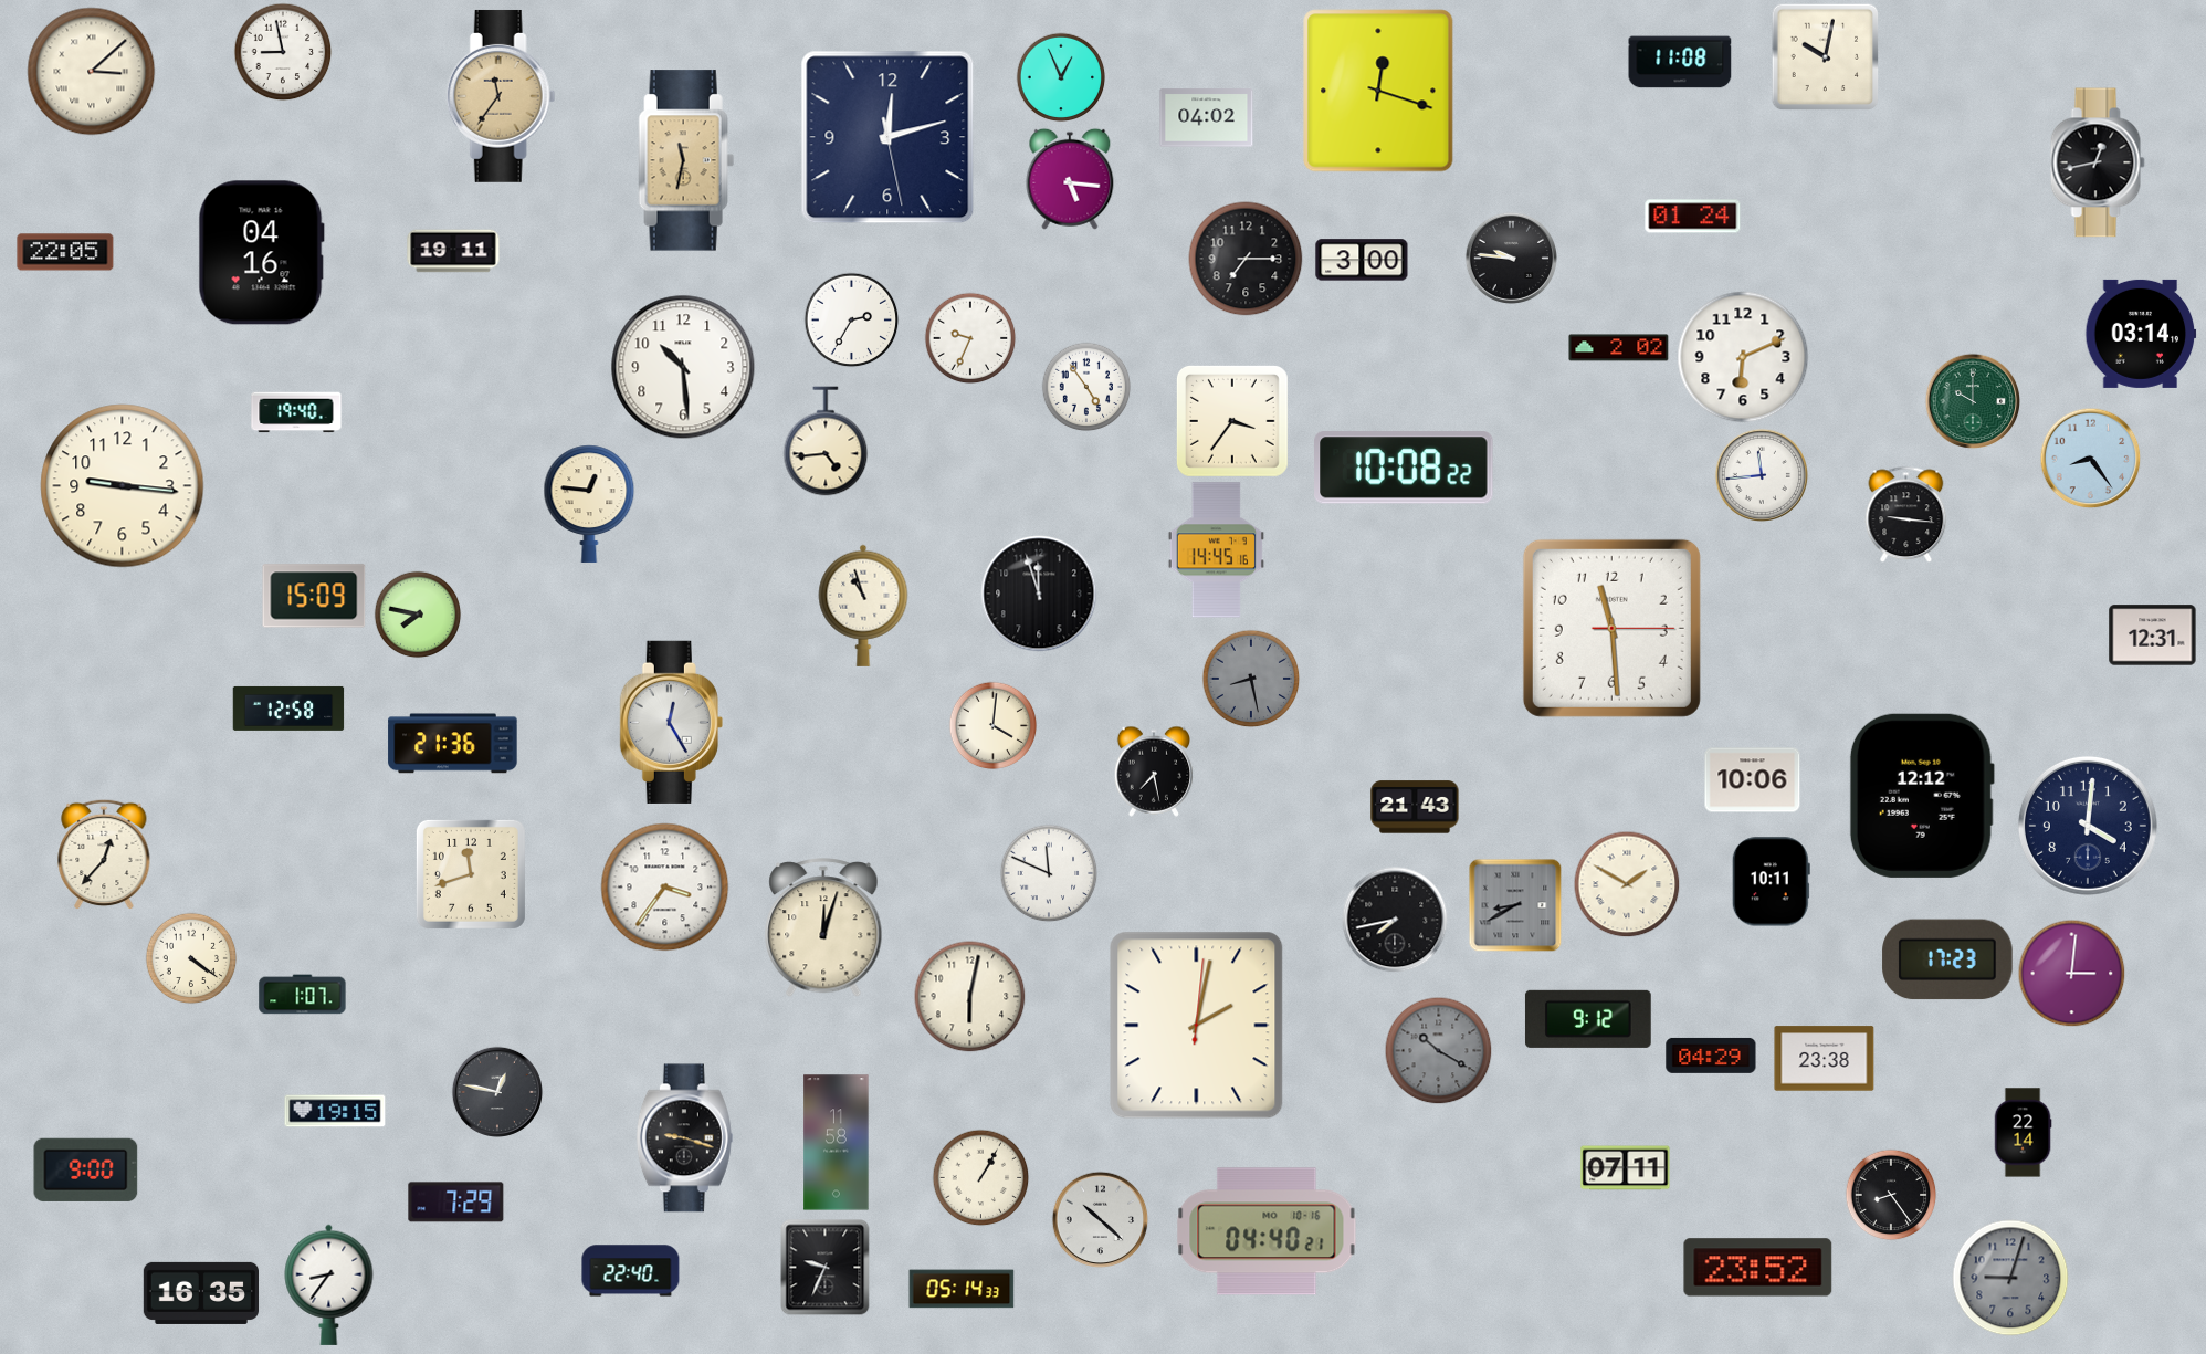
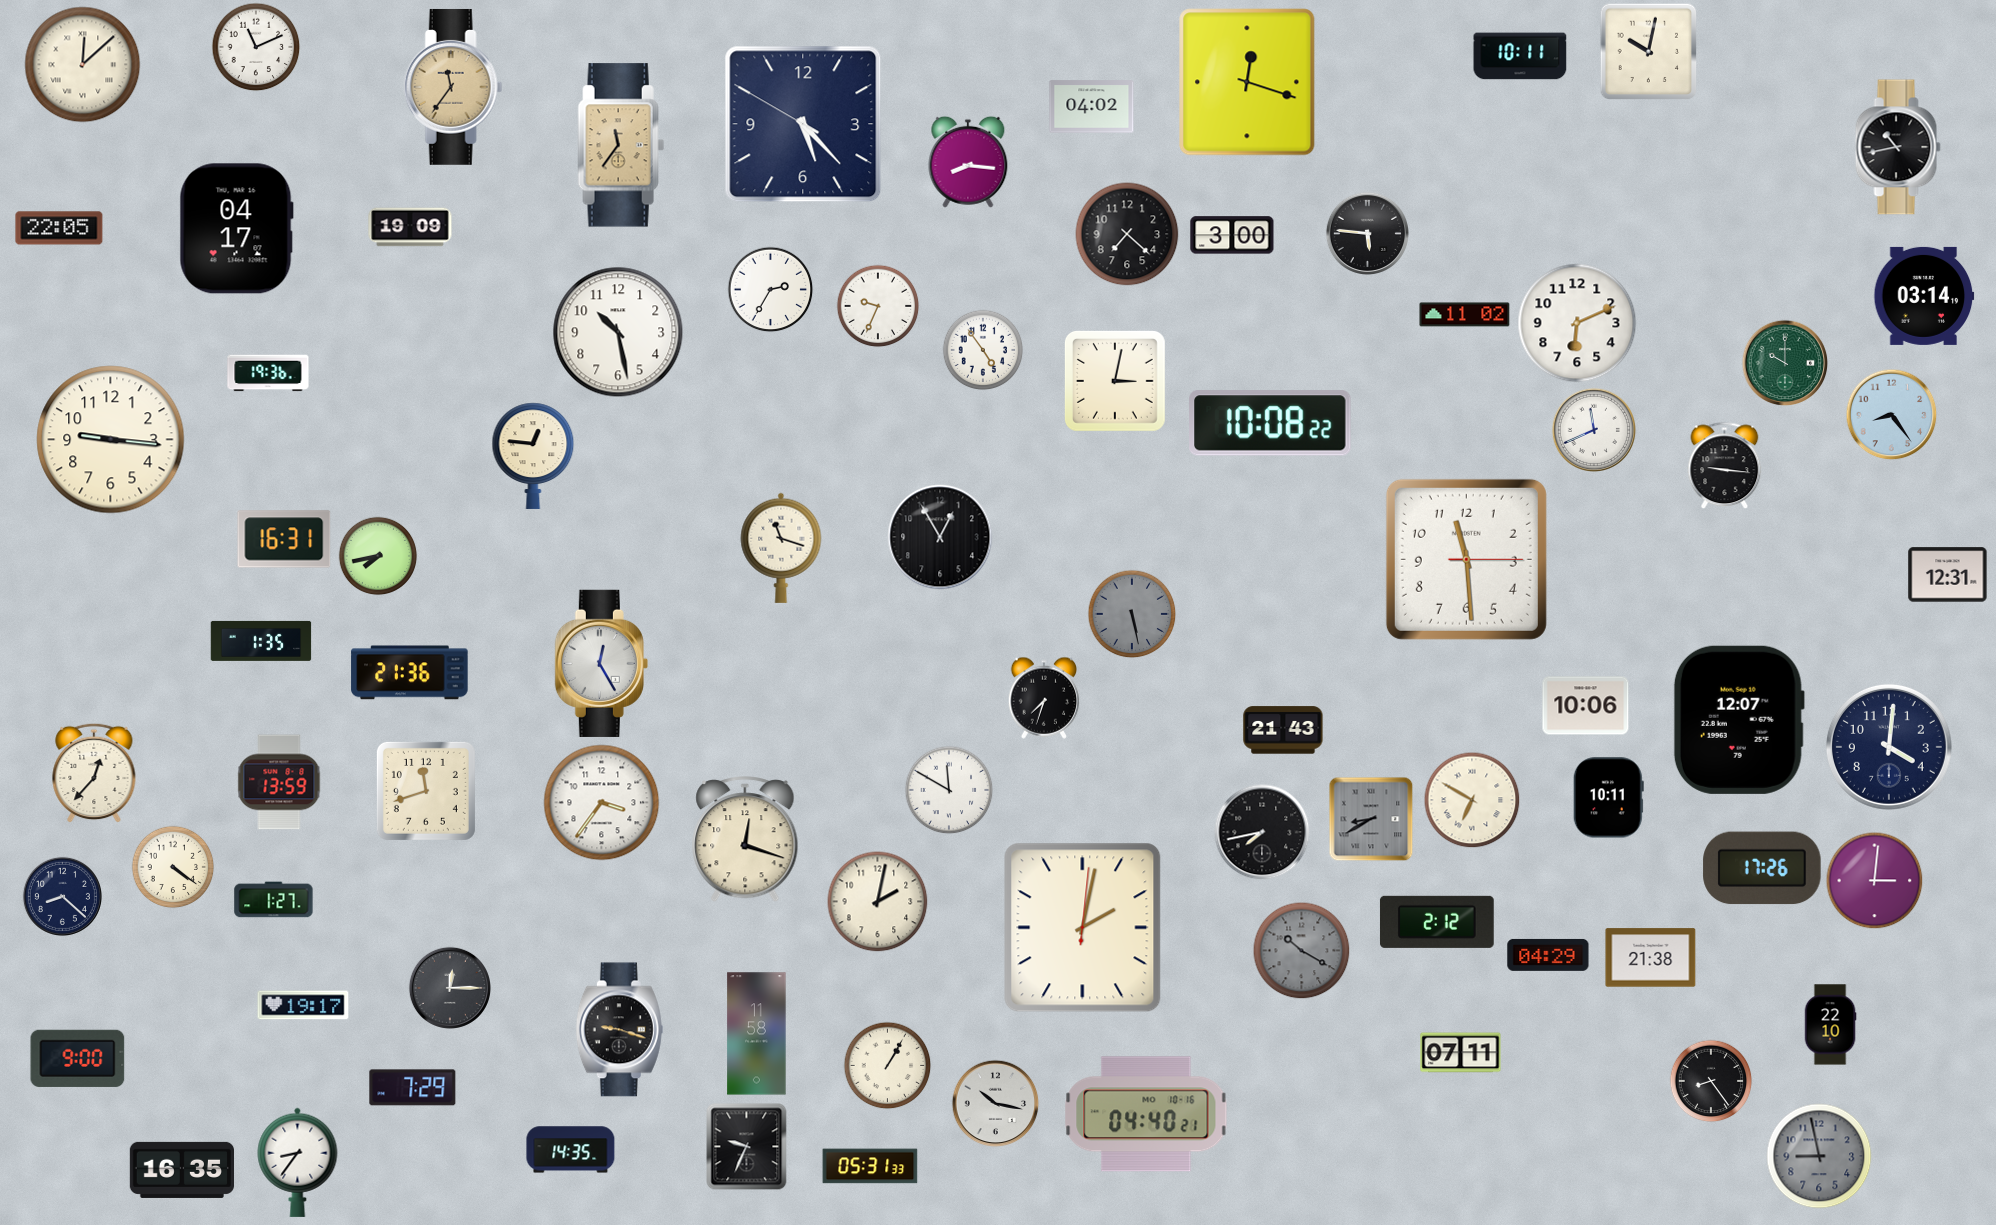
clock at (283, 52): 8:58 -> 11:11
clock at (1825, 56) position: (1825, 56) -> (1648, 51)
clock at (1680, 62): 11:08 -> 10:11
clock at (92, 72): 3:08 -> 12:08
clock at (1061, 77): 12:56 -> none
clock at (887, 137): 12:12 -> 5:22
clock at (686, 160): 11:32 -> 11:36
clock at (2098, 162): 12:43 -> 10:43
clock at (1070, 179): 5:16 -> 8:16
clock at (1693, 217): 01:24 -> none
clock at (453, 251): 19:11 -> 19:09
clock at (261, 253): 04:16 -> 04:17
clock at (1511, 258): 9:46 -> 5:46
clock at (1246, 259): 7:15 -> 7:22
clock at (2141, 334) position: (2141, 334) -> (1924, 296)
clock at (1619, 348): 2:02 -> 11:02
clock at (683, 367): 10:29 -> 10:28
clock at (296, 412): 19:40 -> 19:36
clock at (1232, 421): 3:36 -> 3:02
clock at (826, 441): 4:44 -> none
clock at (1761, 474): 11:44 -> 11:41
clock at (1216, 550): 14:45 -> none
clock at (1039, 594): 11:57 -> 12:55
clock at (314, 596): 15:09 -> 16:31
clock at (863, 606): 10:57 -> 11:18
clock at (418, 615): 7:47 -> 7:43
clock at (1611, 628) position: (1611, 628) -> (1466, 559)
clock at (1251, 679): 8:28 -> 5:28
clock at (288, 709): 12:58 -> 1:35
clock at (671, 722) position: (671, 722) -> (601, 663)
clock at (992, 725): 4:01 -> none
clock at (1154, 772): 7:28 -> 7:33
clock at (1922, 796): 12:12 -> 12:07
clock at (1415, 807) position: (1415, 807) -> (1283, 730)
clock at (279, 782): none -> 13:59
clock at (1049, 873): 11:49 -> 11:50
clock at (1771, 882) position: (1771, 882) -> (1608, 798)
clock at (1627, 884): 1:50 -> 6:50
clock at (823, 928): 12:03 -> 12:18
clock at (1947, 959): 17:23 -> 17:26
clock at (62, 896): none -> 8:22
clock at (303, 995): 1:07 -> 1:27
clock at (970, 997): 6:02 -> 2:02
clock at (1588, 1019): 9:12 -> 2:12
clock at (1825, 1059): 23:38 -> 21:38
clock at (497, 1092): 12:47 -> 12:15
clock at (335, 1111): 19:15 -> 19:17
clock at (2023, 1133): 22:14 -> 22:10
clock at (1626, 1168) position: (1626, 1168) -> (1461, 1053)
clock at (1100, 1219): 10:22 -> 10:17
clock at (1758, 1268): 23:52 -> none
clock at (631, 1271): 22:40 -> 14:35
clock at (2010, 1278): 9:03 -> 8:58
clock at (962, 1289): 05:14 -> 05:31
